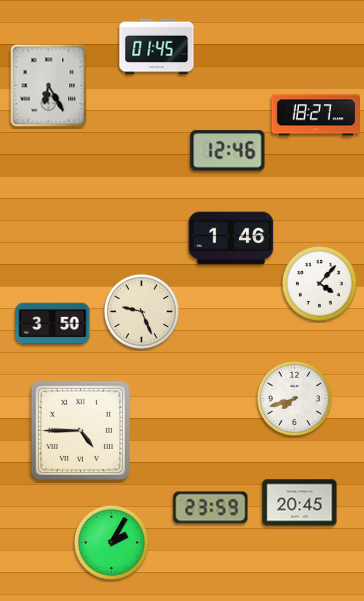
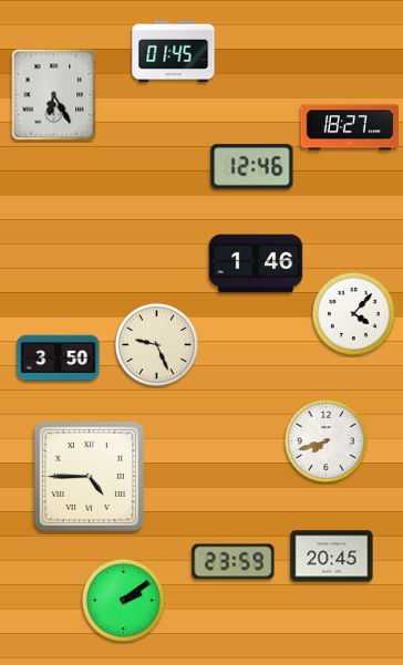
clock at (111, 542): 2:05 -> 2:09
